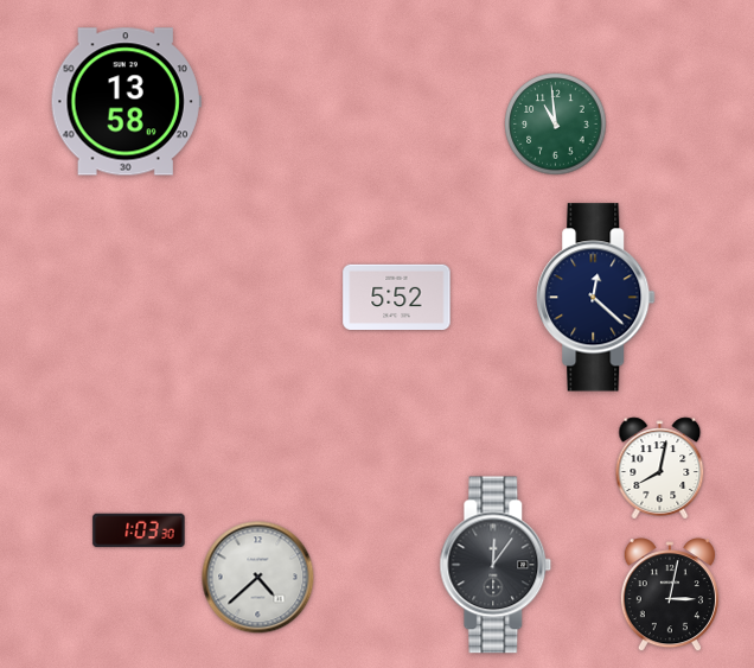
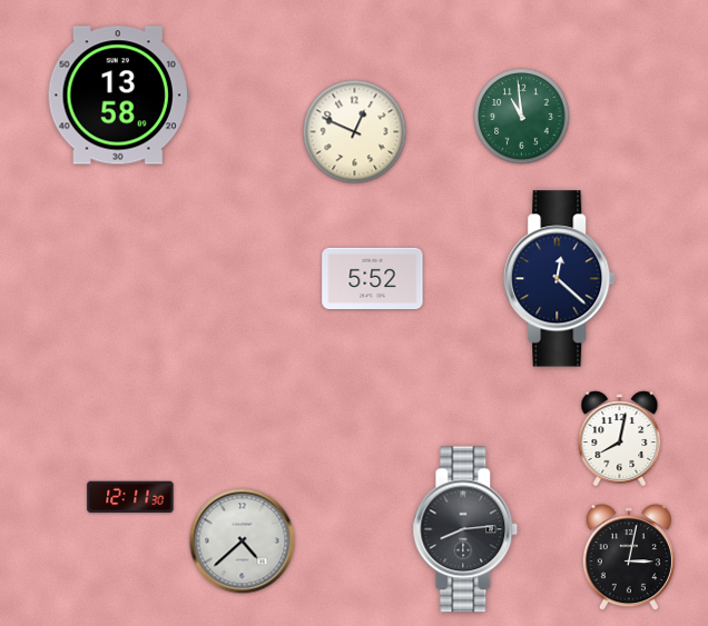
clock at (355, 132): none -> 12:49
clock at (139, 530): 1:03 -> 12:11
clock at (496, 565): 12:06 -> 8:14
